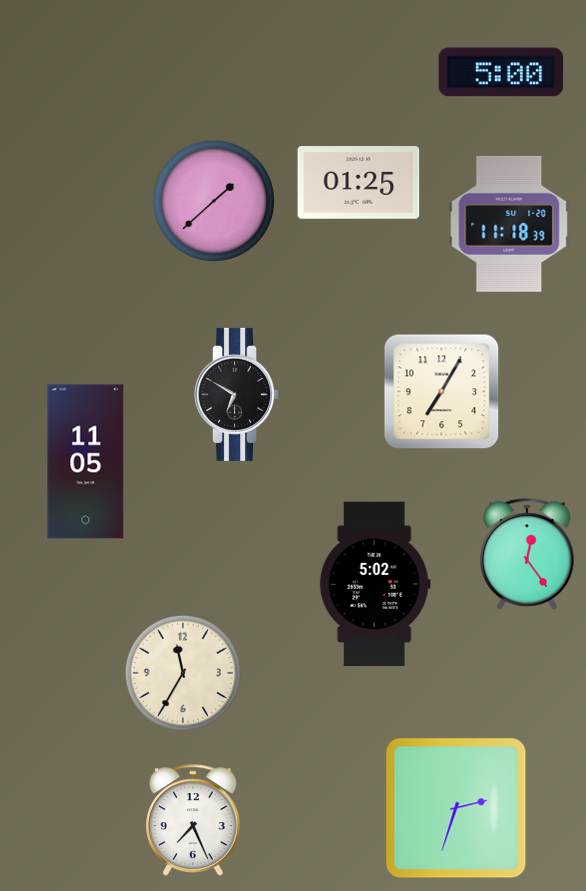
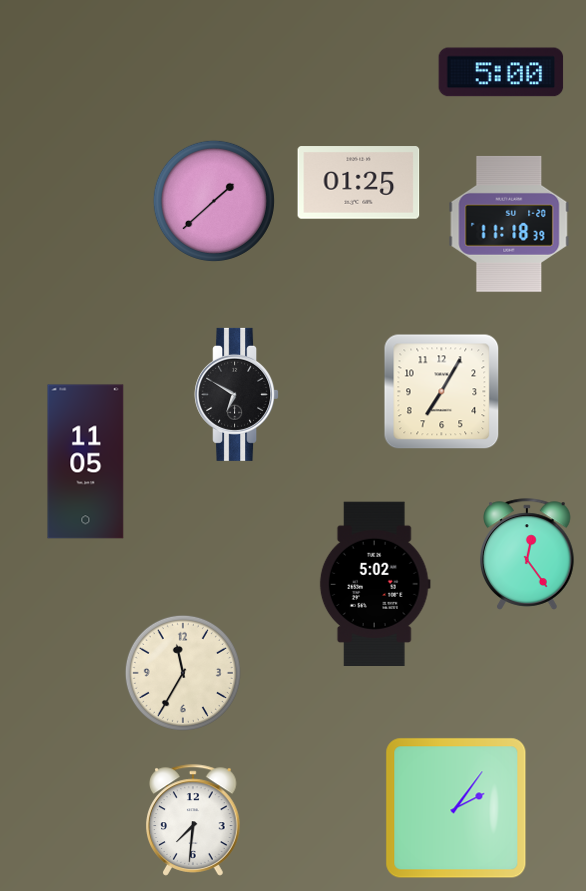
clock at (456, 808): 2:33 -> 2:06
clock at (193, 820): 7:26 -> 7:31
